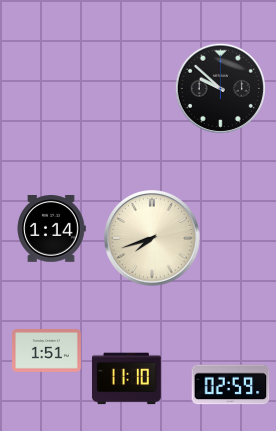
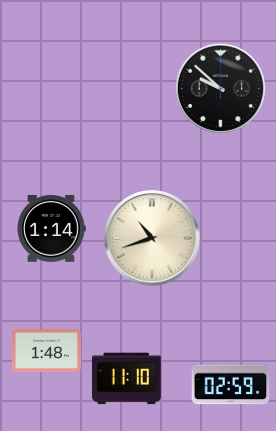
clock at (152, 238): 7:42 -> 10:42
clock at (46, 351): 1:51 -> 1:48
